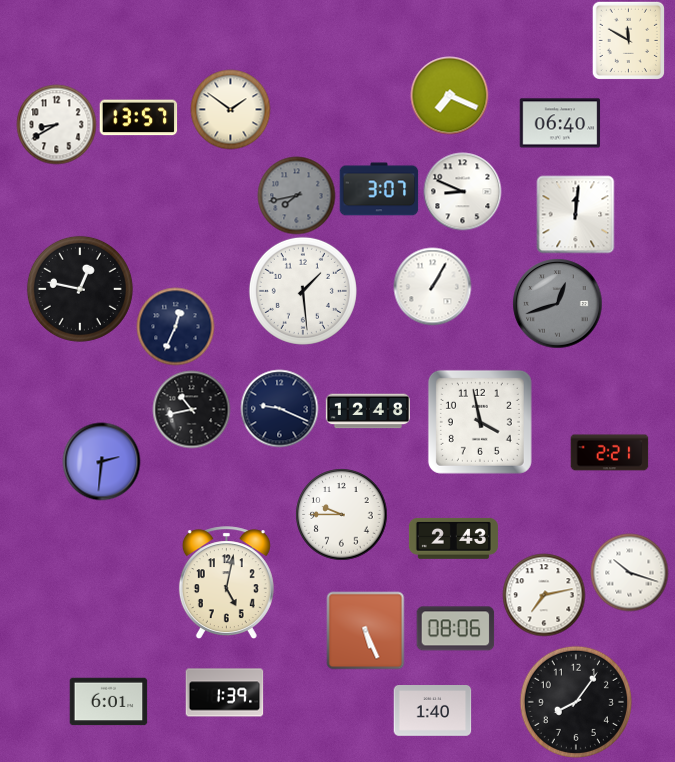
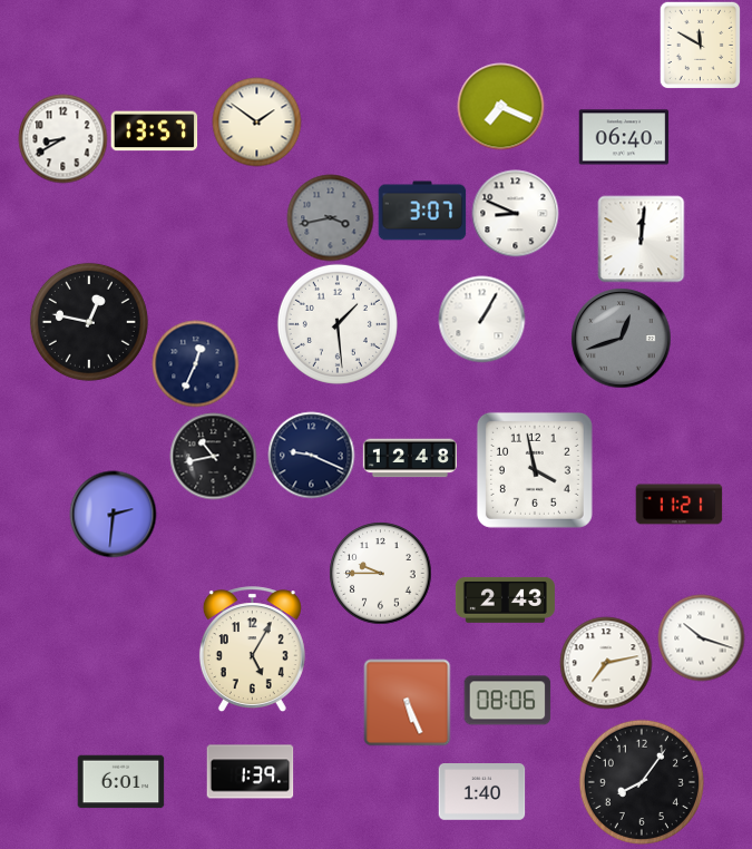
clock at (296, 195): 7:43 -> 3:43
clock at (609, 453): 2:21 -> 11:21
clock at (226, 583): 5:02 -> 5:05
